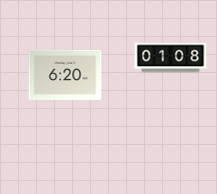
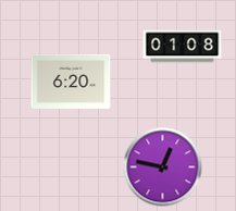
clock at (171, 58) position: (171, 58) -> (183, 47)
clock at (163, 167): none -> 12:47
